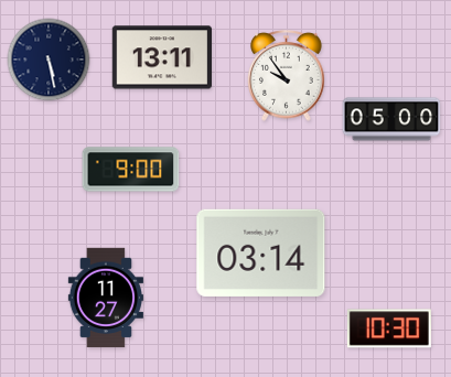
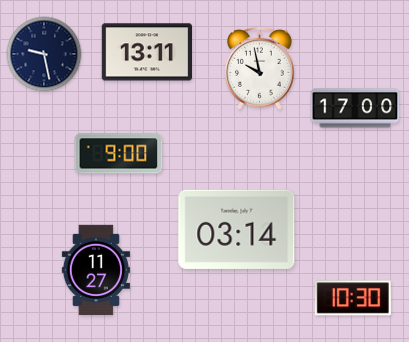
clock at (49, 60): 5:28 -> 9:28
clock at (287, 75): 9:54 -> 9:58
clock at (391, 119): 05:00 -> 17:00
